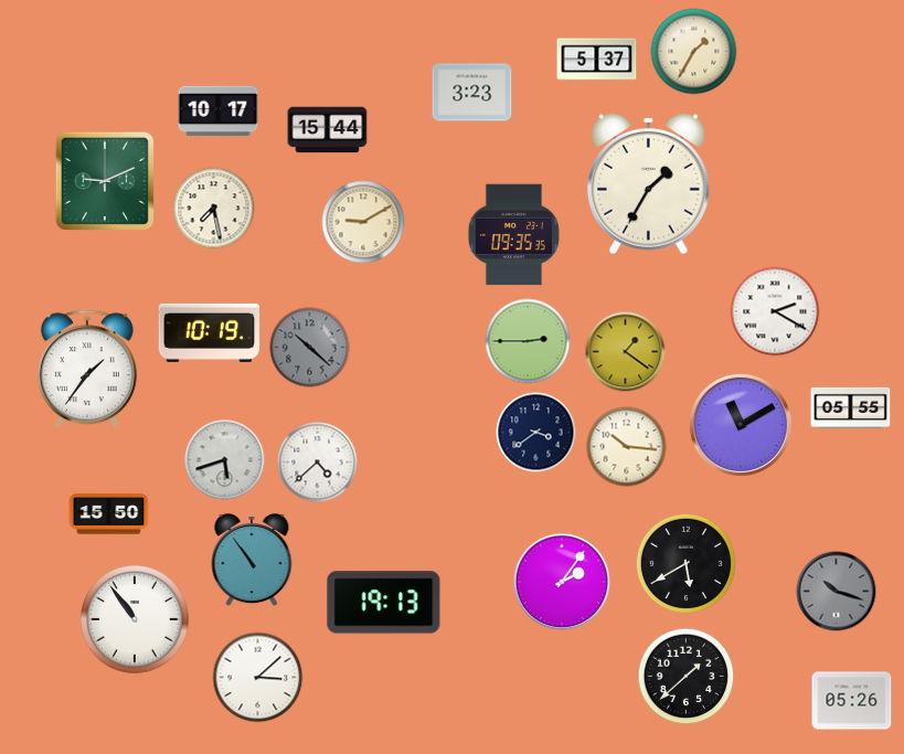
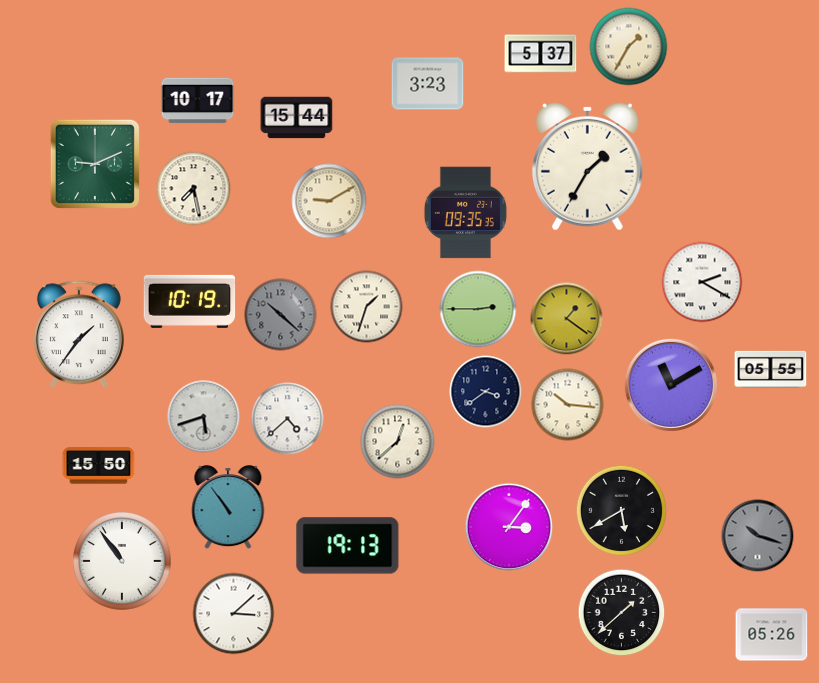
clock at (367, 307): none -> 1:33
clock at (398, 442): none -> 12:38
clock at (562, 582): 2:06 -> 3:06
